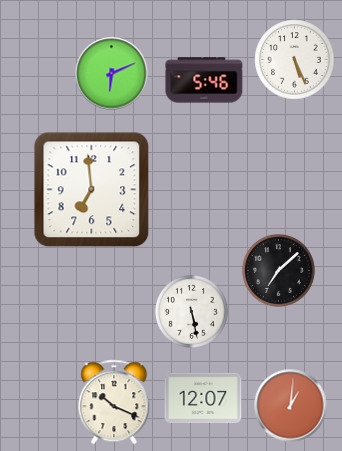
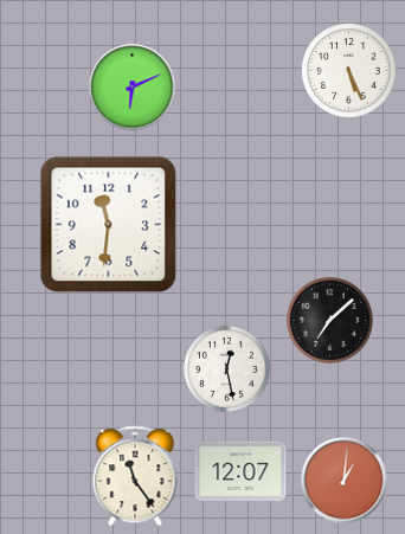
clock at (204, 80): 5:46 -> none
clock at (92, 190): 6:59 -> 11:31
clock at (192, 312): 5:28 -> 12:28
clock at (114, 402): 10:19 -> 11:24
